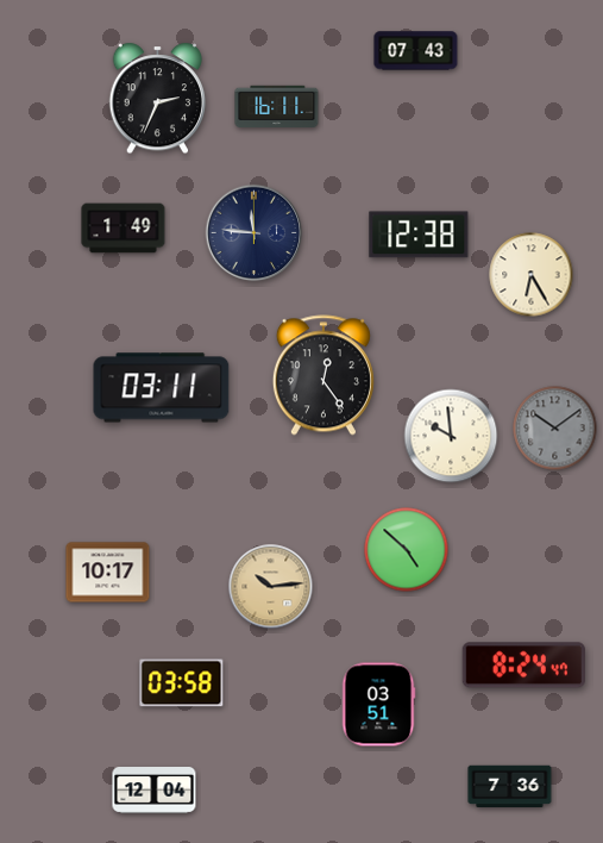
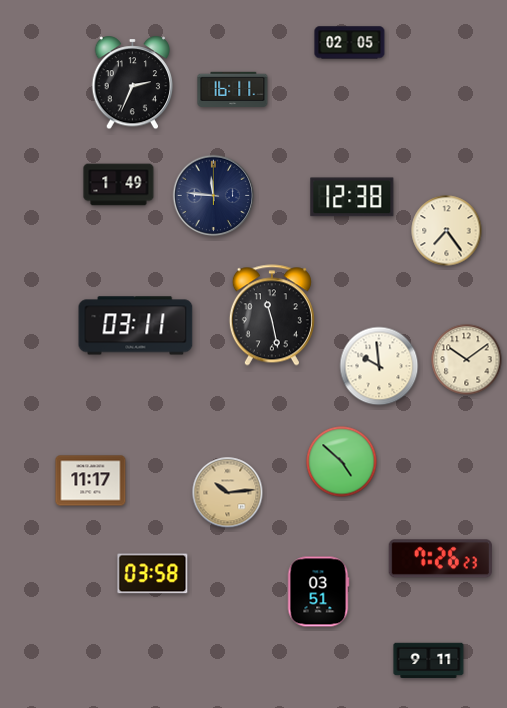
clock at (416, 51): 07:43 -> 02:05
clock at (124, 229) position: (124, 229) -> (119, 185)
clock at (532, 275): 6:25 -> 7:24
clock at (324, 375): 12:24 -> 11:28
clock at (555, 429) dial: grey -> cream
clock at (108, 573): 10:17 -> 11:17
clock at (523, 666): 8:24 -> 7:26
clock at (510, 787): 7:36 -> 9:11
clock at (155, 791): 12:04 -> none
